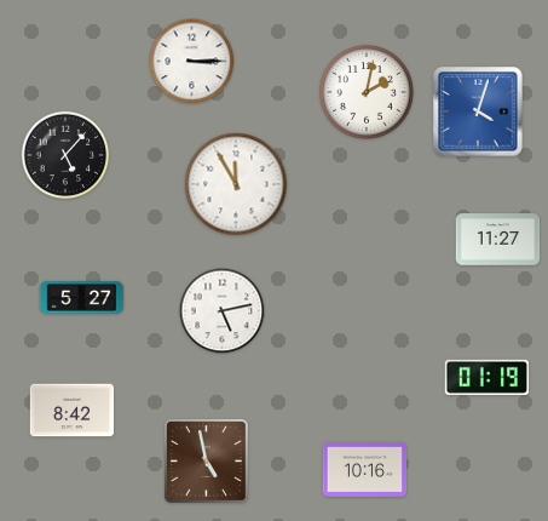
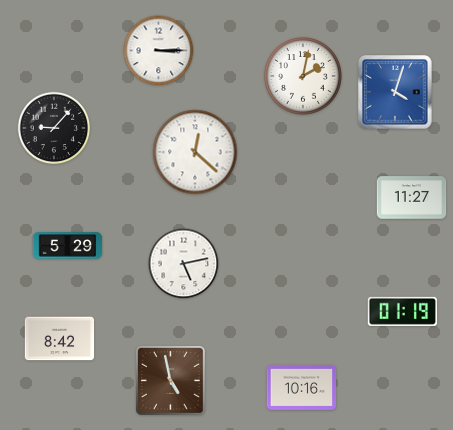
clock at (65, 155): 5:07 -> 9:07
clock at (236, 184): 11:55 -> 12:22
clock at (82, 298): 5:27 -> 5:29
clock at (223, 311) position: (223, 311) -> (184, 264)
